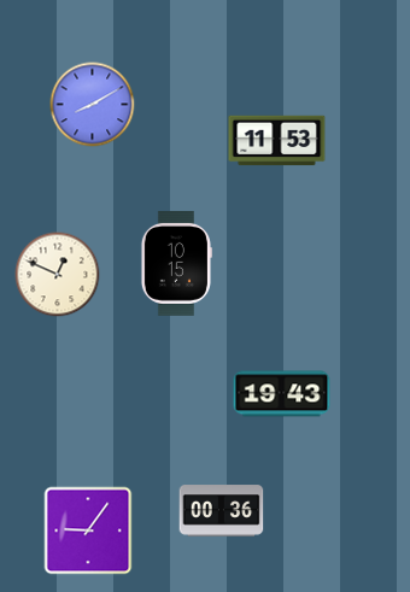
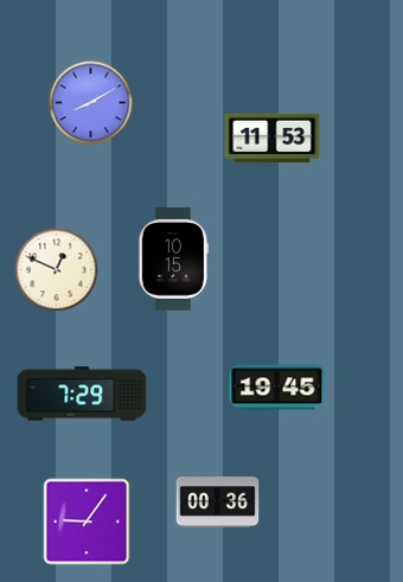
clock at (282, 394): 19:43 -> 19:45
clock at (82, 394): none -> 7:29
